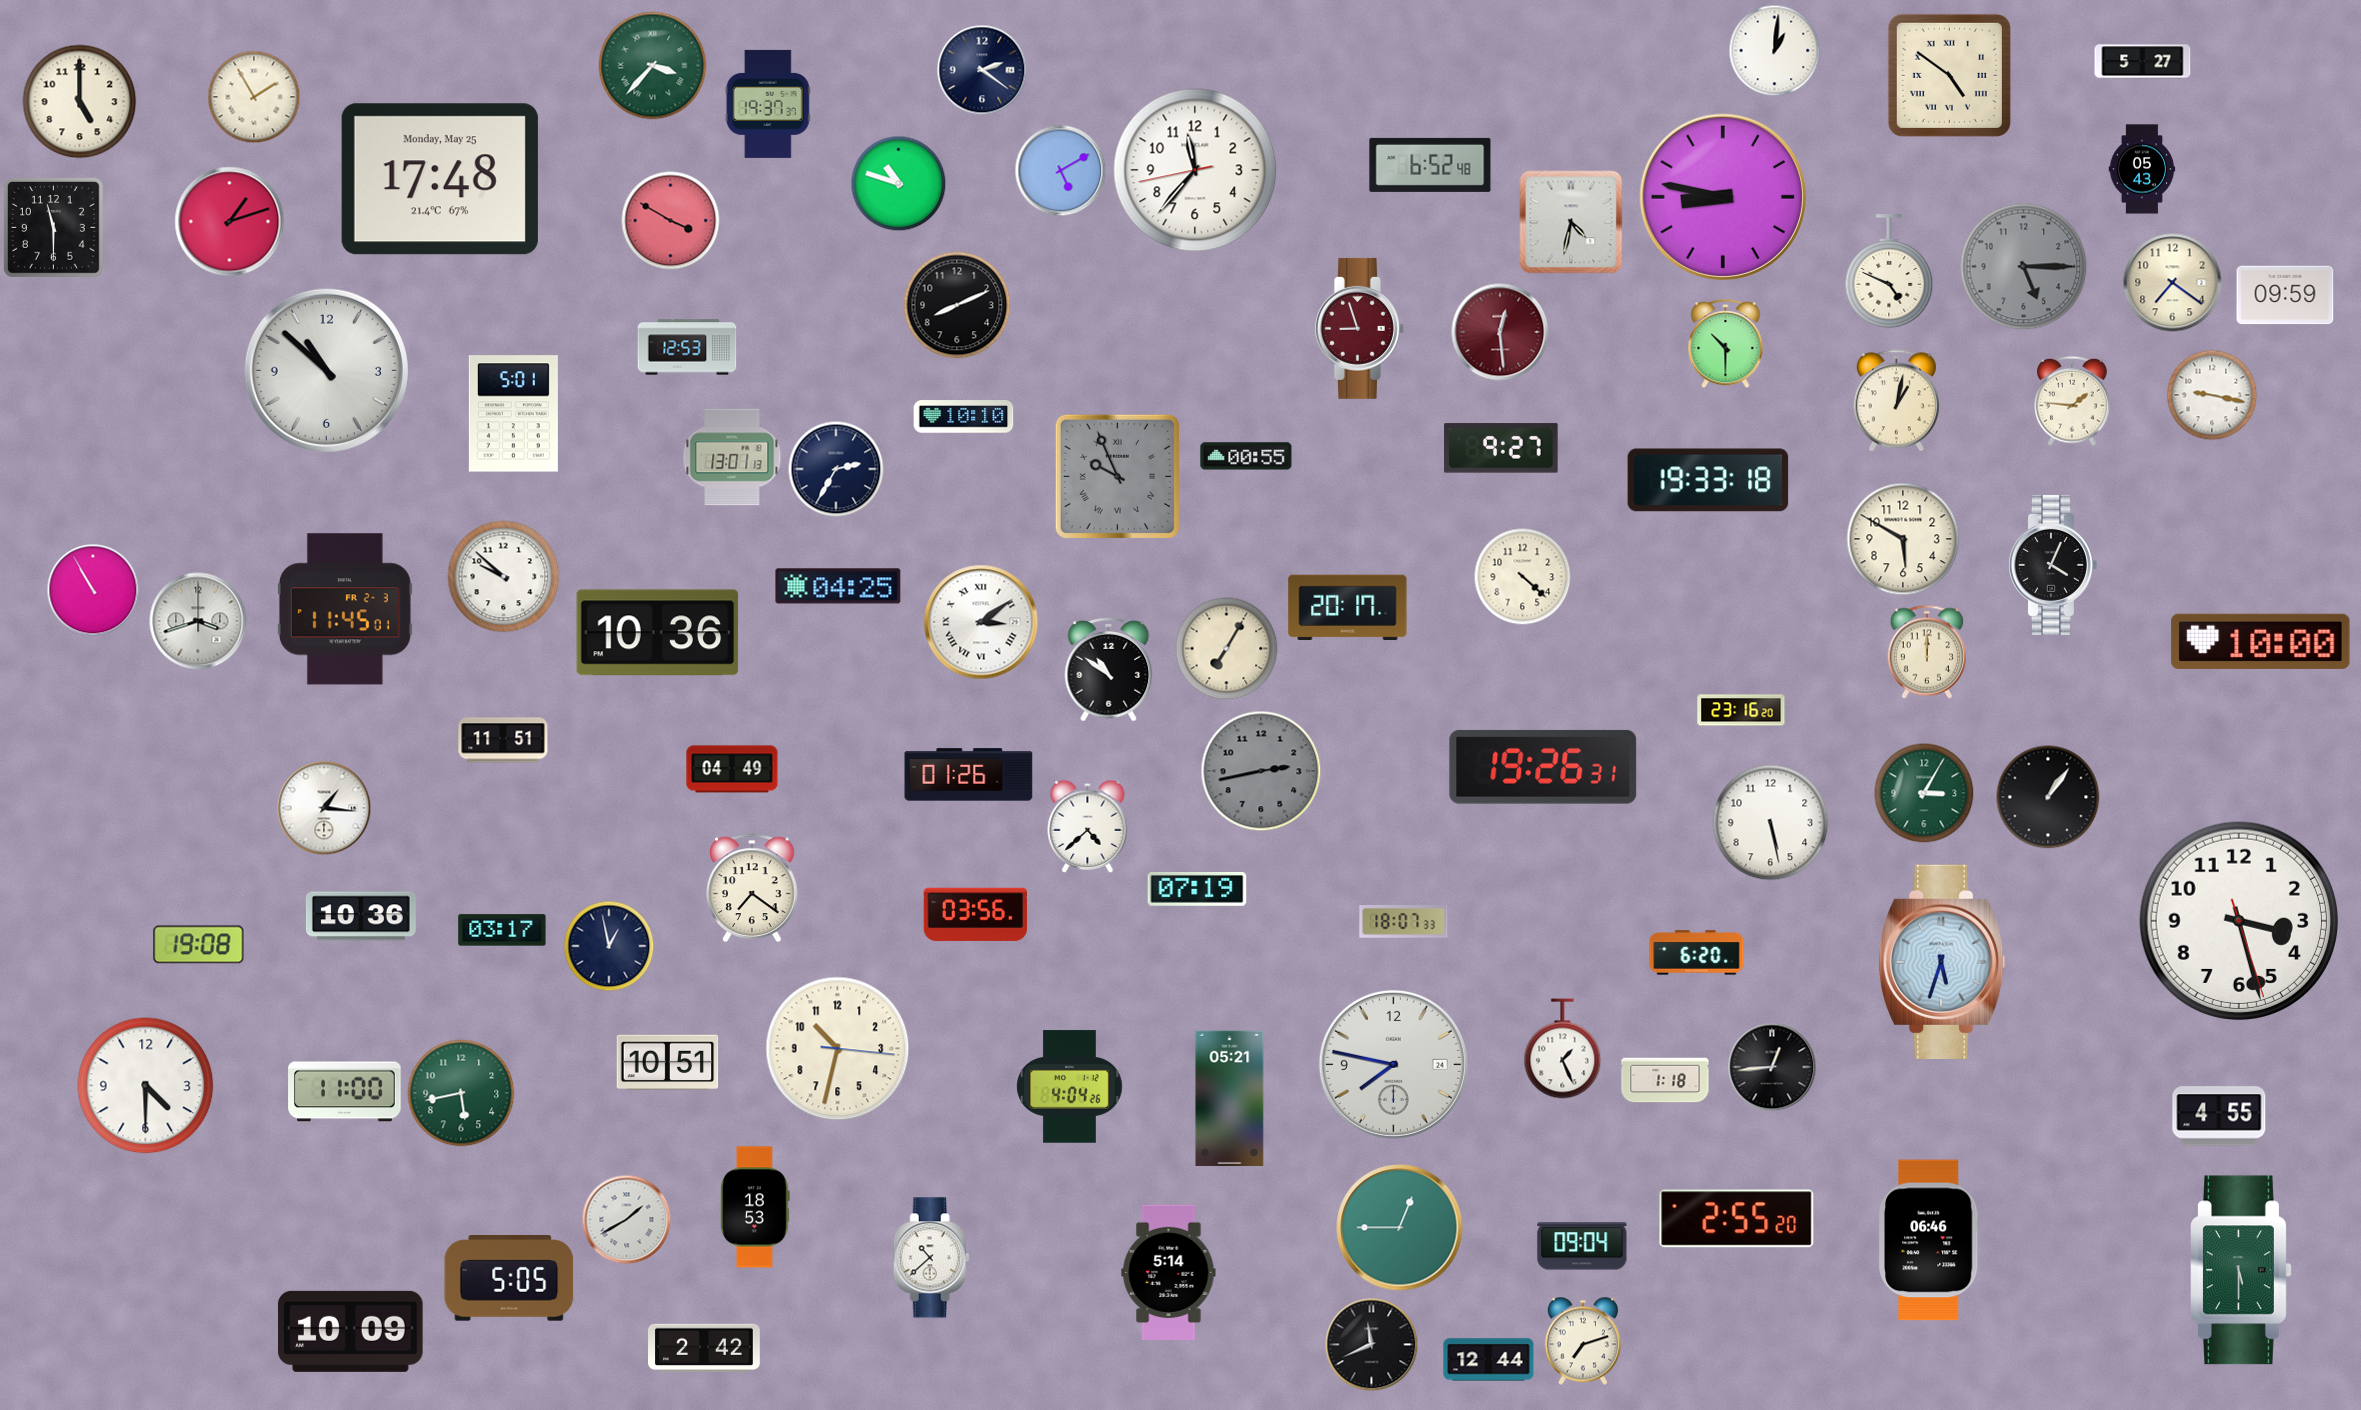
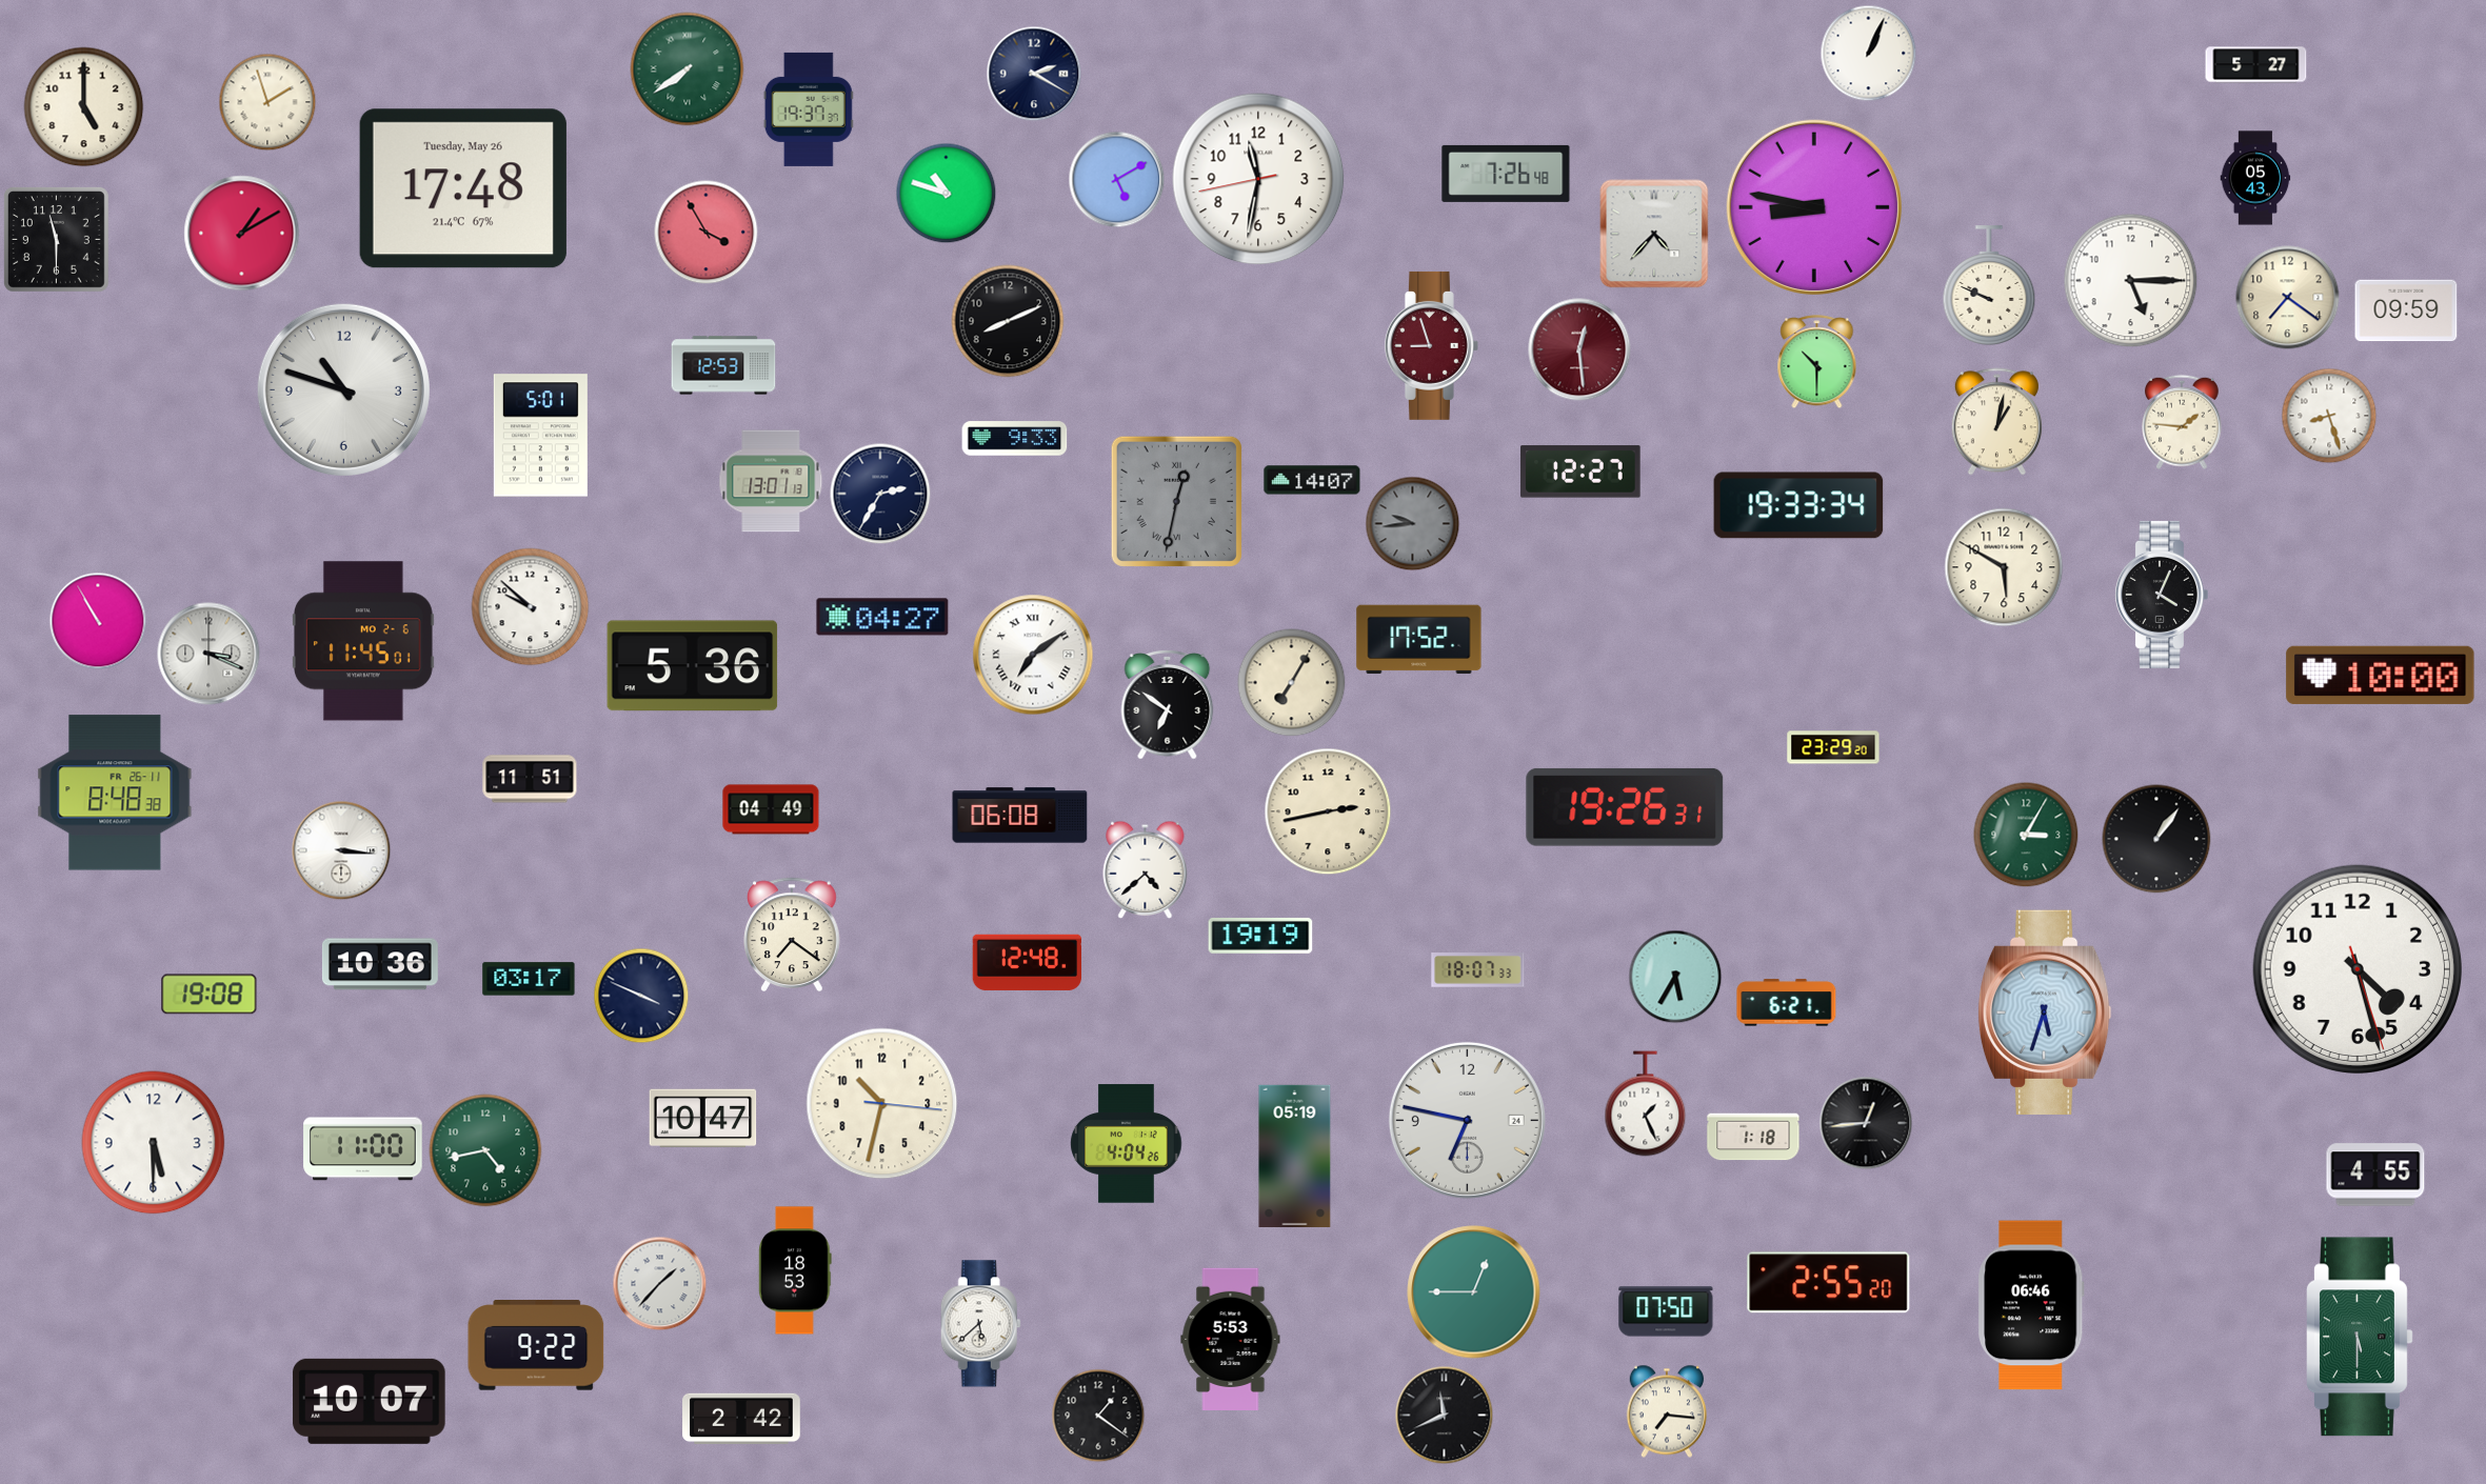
clock at (1775, 51): 1:01 -> 1:04
clock at (653, 66): 3:37 -> 7:39
clock at (982, 70): 2:21 -> 2:20
clock at (1949, 75): 4:51 -> none
clock at (254, 97): 1:55 -> 1:57
clock at (1430, 165): 6:52 -> 7:26
clock at (1195, 170): 11:36 -> 11:31
clock at (440, 179) date: Monday, May 25 -> Tuesday, May 26
clock at (671, 221): 3:50 -> 3:55
clock at (230, 222): 1:12 -> 1:10
clock at (1571, 222): 4:32 -> 4:37
clock at (2024, 267) dial: grey -> white
clock at (1889, 271): 4:49 -> 9:49
clock at (326, 370): 10:52 -> 10:48
clock at (2212, 395): 9:17 -> 8:27
clock at (964, 417): 10:10 -> 9:33
clock at (1501, 448): 9:27 -> 12:27
clock at (1246, 456): 00:55 -> 14:07
clock at (1117, 476): 9:56 -> 12:32
clock at (1708, 480): 19:33:18 -> 19:33:34
clock at (1413, 524): none -> 9:44
clock at (1523, 577): 4:22 -> none
clock at (838, 586): 04:25 -> 04:27
clock at (1348, 608): 20:17 -> 17:52
clock at (345, 609) date: FR 2-3 -> MO 2-6
clock at (198, 621): 3:42 -> 3:19
clock at (981, 622): 3:09 -> 7:09
clock at (658, 633): 10:36 -> 5:36
clock at (1927, 652): 12:00 -> none
clock at (1109, 669): 10:51 -> 6:51
clock at (1741, 710): 23:16 -> 23:29
clock at (115, 793): none -> 8:48
clock at (1261, 771) dial: grey -> cream
clock at (969, 775): 01:26 -> 06:08
clock at (324, 808): 1:16 -> 3:16
clock at (1771, 823): 5:28 -> none
clock at (1197, 890): 07:19 -> 19:19
clock at (975, 914): 03:56 -> 12:48
clock at (2238, 920): 3:27 -> 4:27
clock at (1675, 977): none -> 5:35
clock at (609, 946): 12:58 -> 3:49
clock at (1697, 953): 6:20 -> 6:21
clock at (668, 1063): 10:51 -> 10:47
clock at (1393, 1064): 7:47 -> 6:47
clock at (146, 1086): 4:30 -> 5:30
clock at (461, 1093): 5:43 -> 4:43
clock at (1230, 1098): 05:21 -> 05:19
clock at (2219, 1116) position: (2219, 1116) -> (2375, 1175)
clock at (627, 1220): 1:40 -> 1:37
clock at (1582, 1246): 09:04 -> 07:50
clock at (931, 1258): 10:38 -> 5:38
clock at (1169, 1272): 5:14 -> 5:53
clock at (509, 1278): 5:05 -> 9:22
clock at (351, 1331): 10:09 -> 10:07
clock at (1582, 1341): 7:12 -> 7:16
clock at (1098, 1416): none -> 1:21
clock at (1489, 1360): 12:44 -> none
